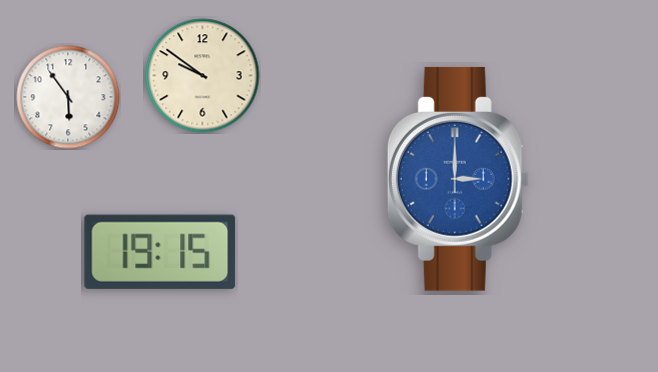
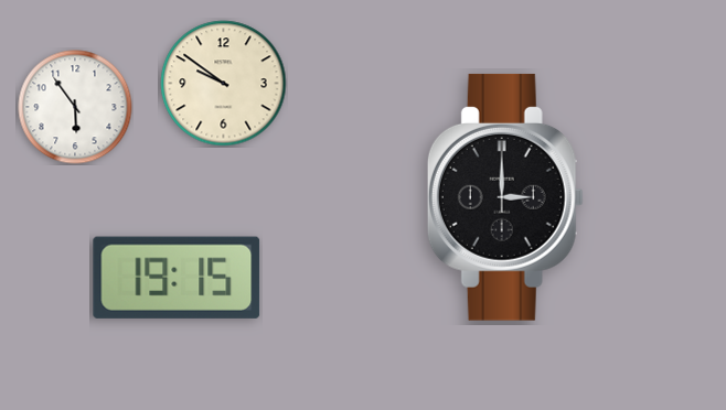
clock at (458, 179) dial: blue -> black
